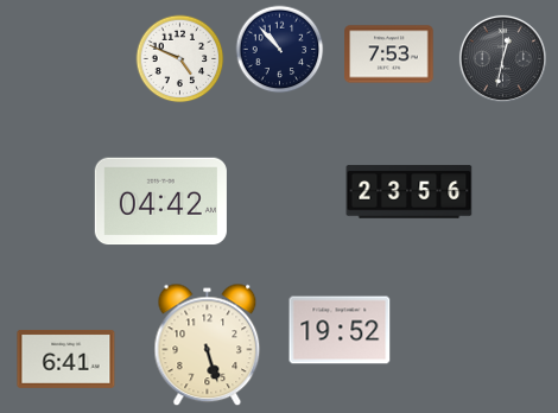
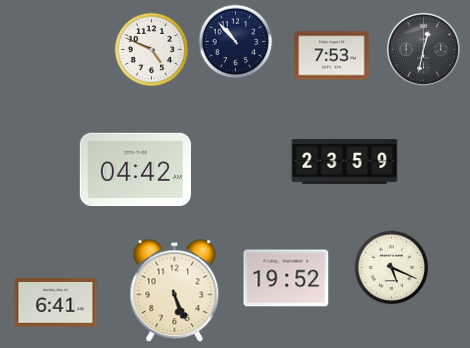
clock at (389, 55) position: (389, 55) -> (332, 56)
clock at (410, 192): 23:56 -> 23:59
clock at (392, 268): none -> 5:19
clock at (208, 345): 5:27 -> 5:26
